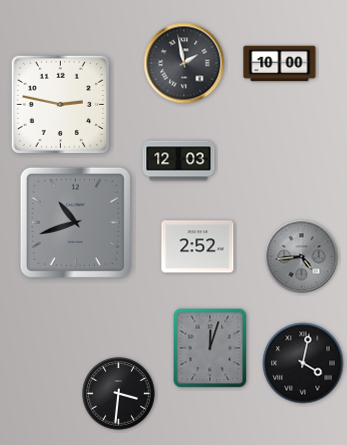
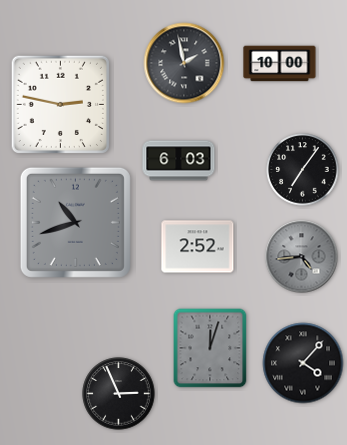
clock at (179, 161): 12:03 -> 6:03
clock at (303, 170): none -> 7:06
clock at (303, 363): 4:02 -> 4:07
clock at (119, 394): 3:31 -> 2:56
